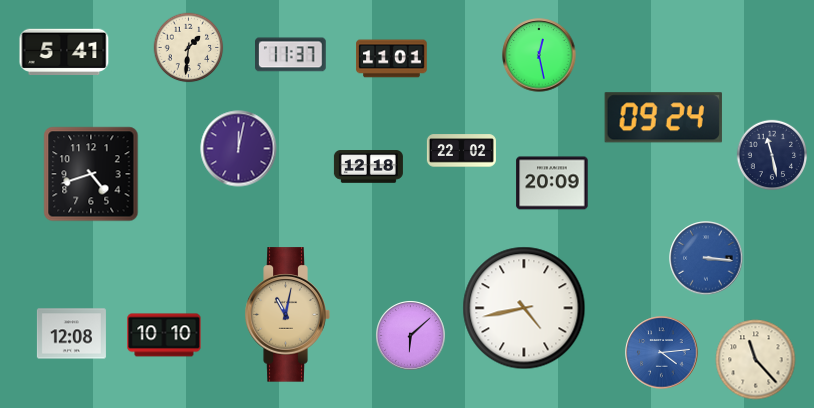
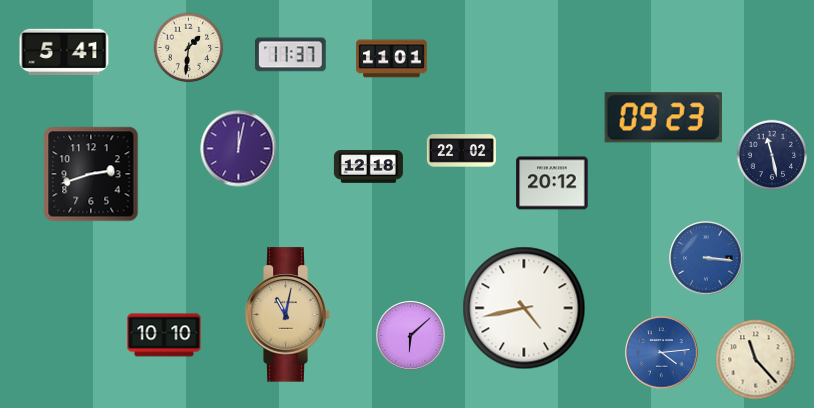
clock at (539, 55): 12:28 -> none
clock at (663, 118): 09:24 -> 09:23
clock at (91, 174): 4:42 -> 2:42
clock at (552, 183): 20:09 -> 20:12
clock at (71, 334): 12:08 -> none
